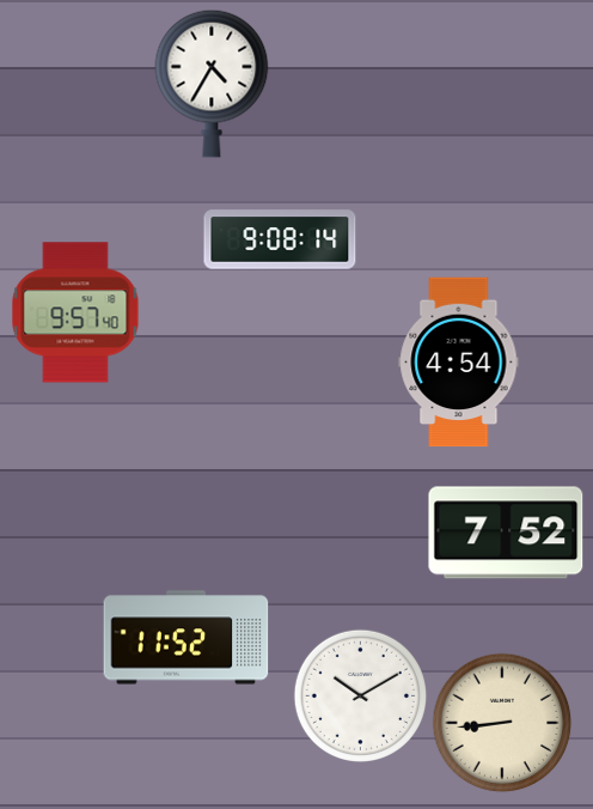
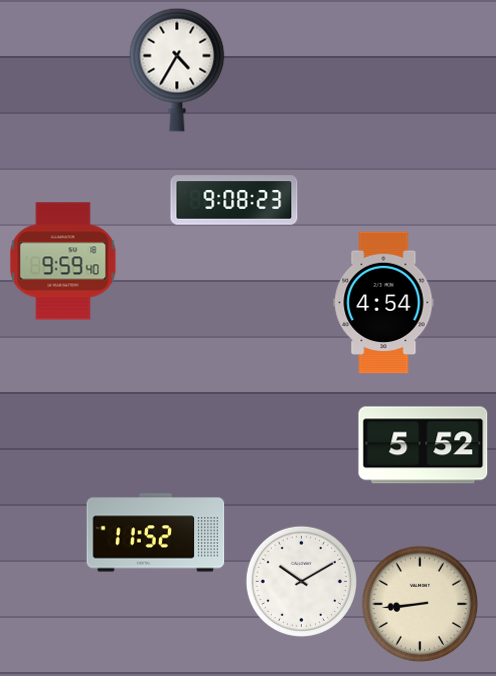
clock at (280, 239): 9:08:14 -> 9:08:23
clock at (75, 312): 9:57 -> 9:59
clock at (506, 533): 7:52 -> 5:52
